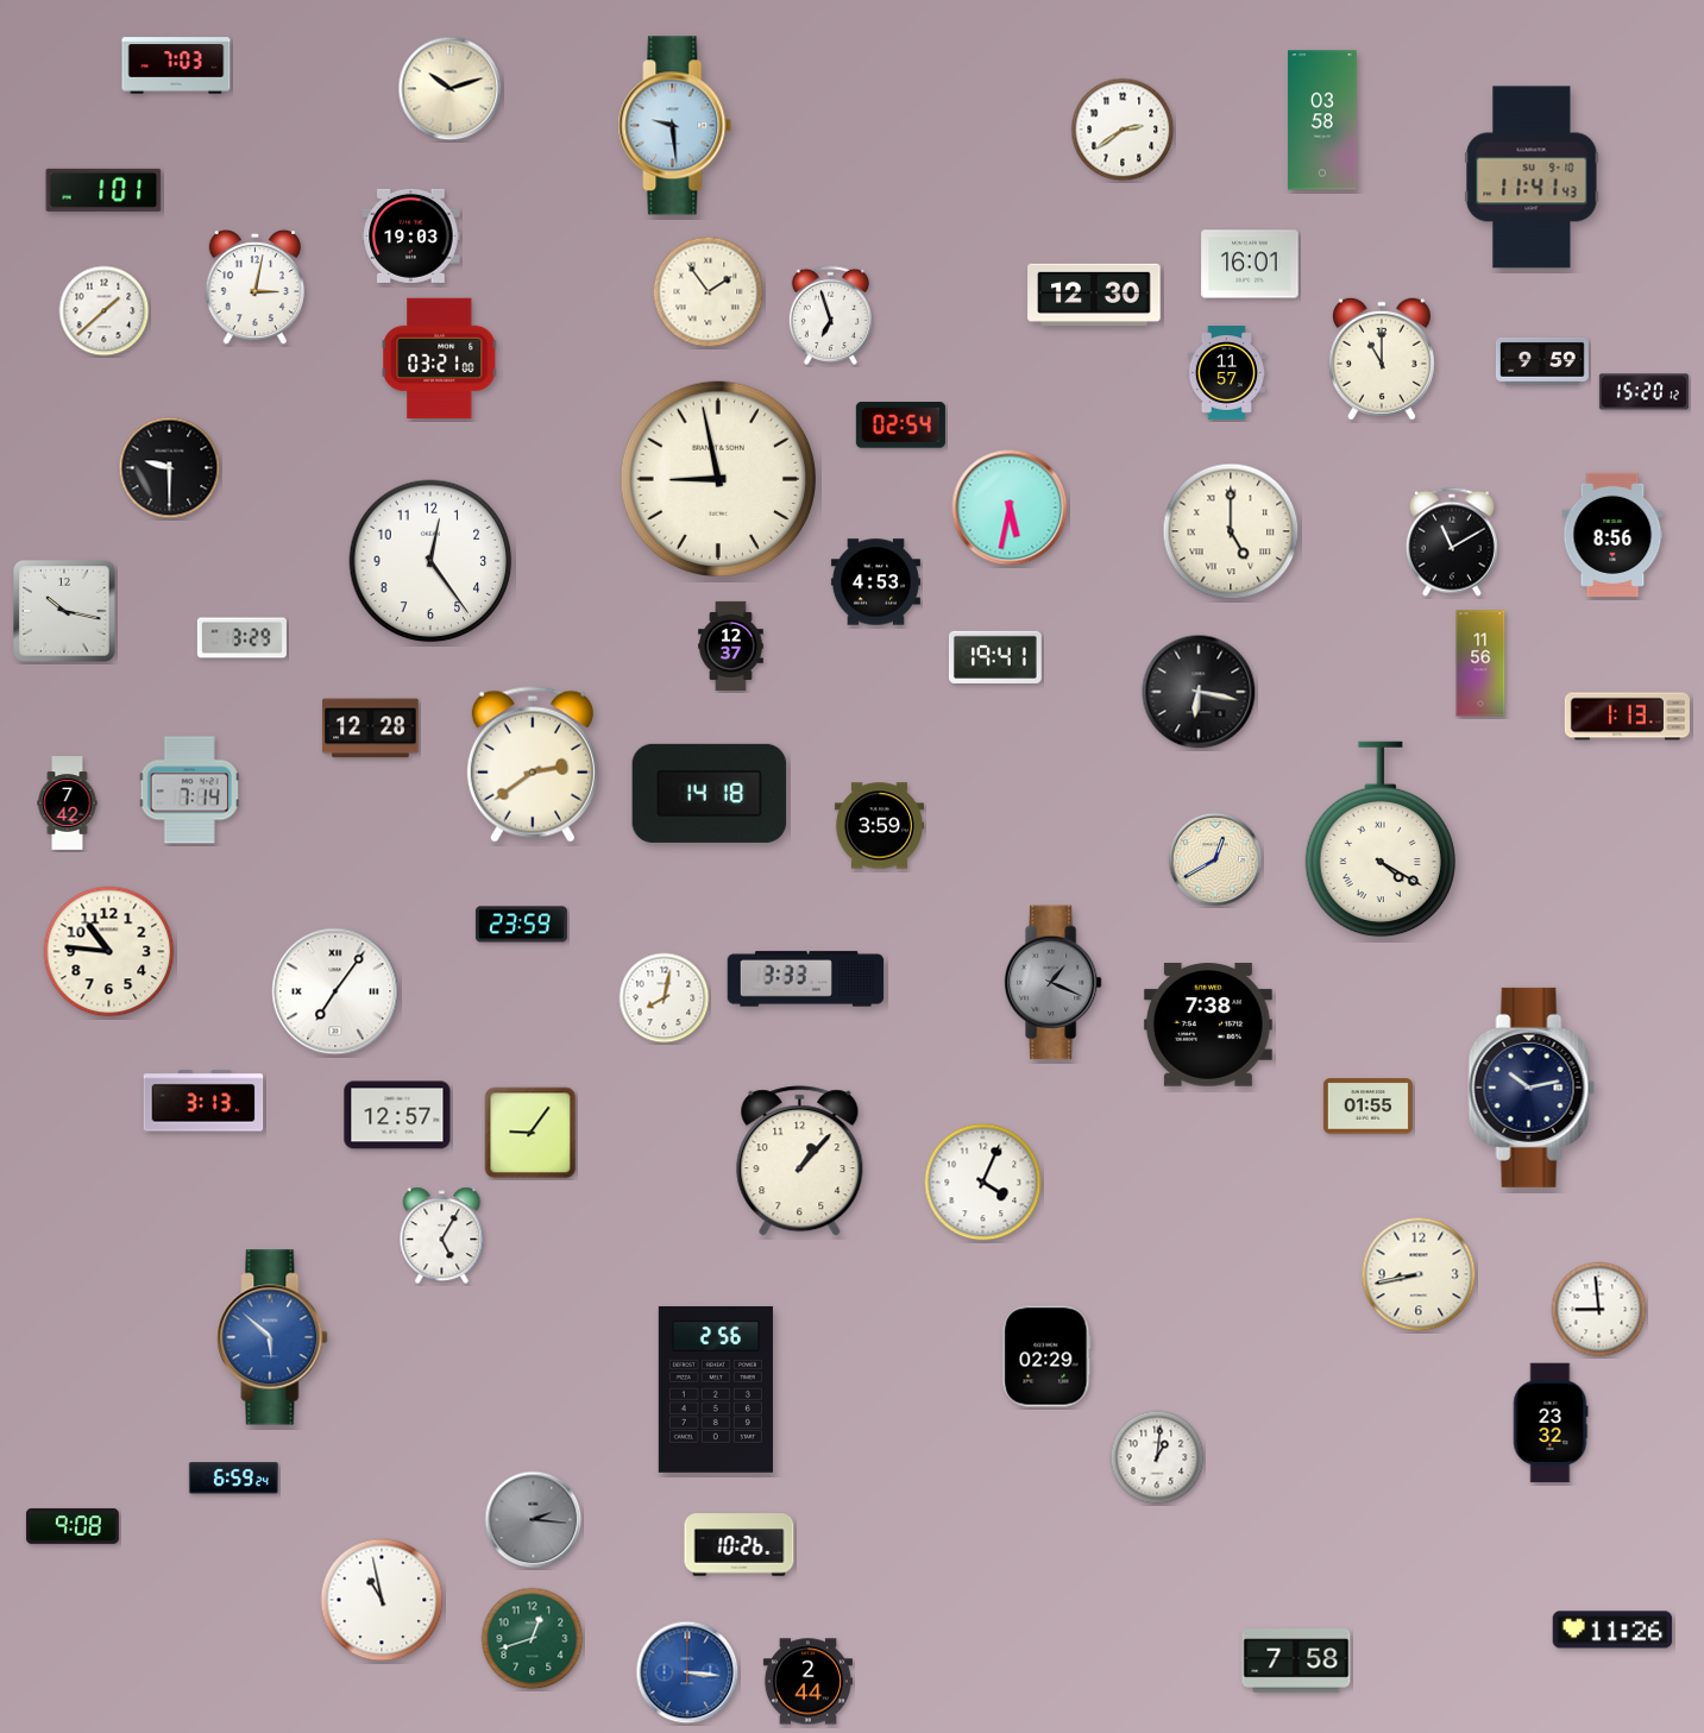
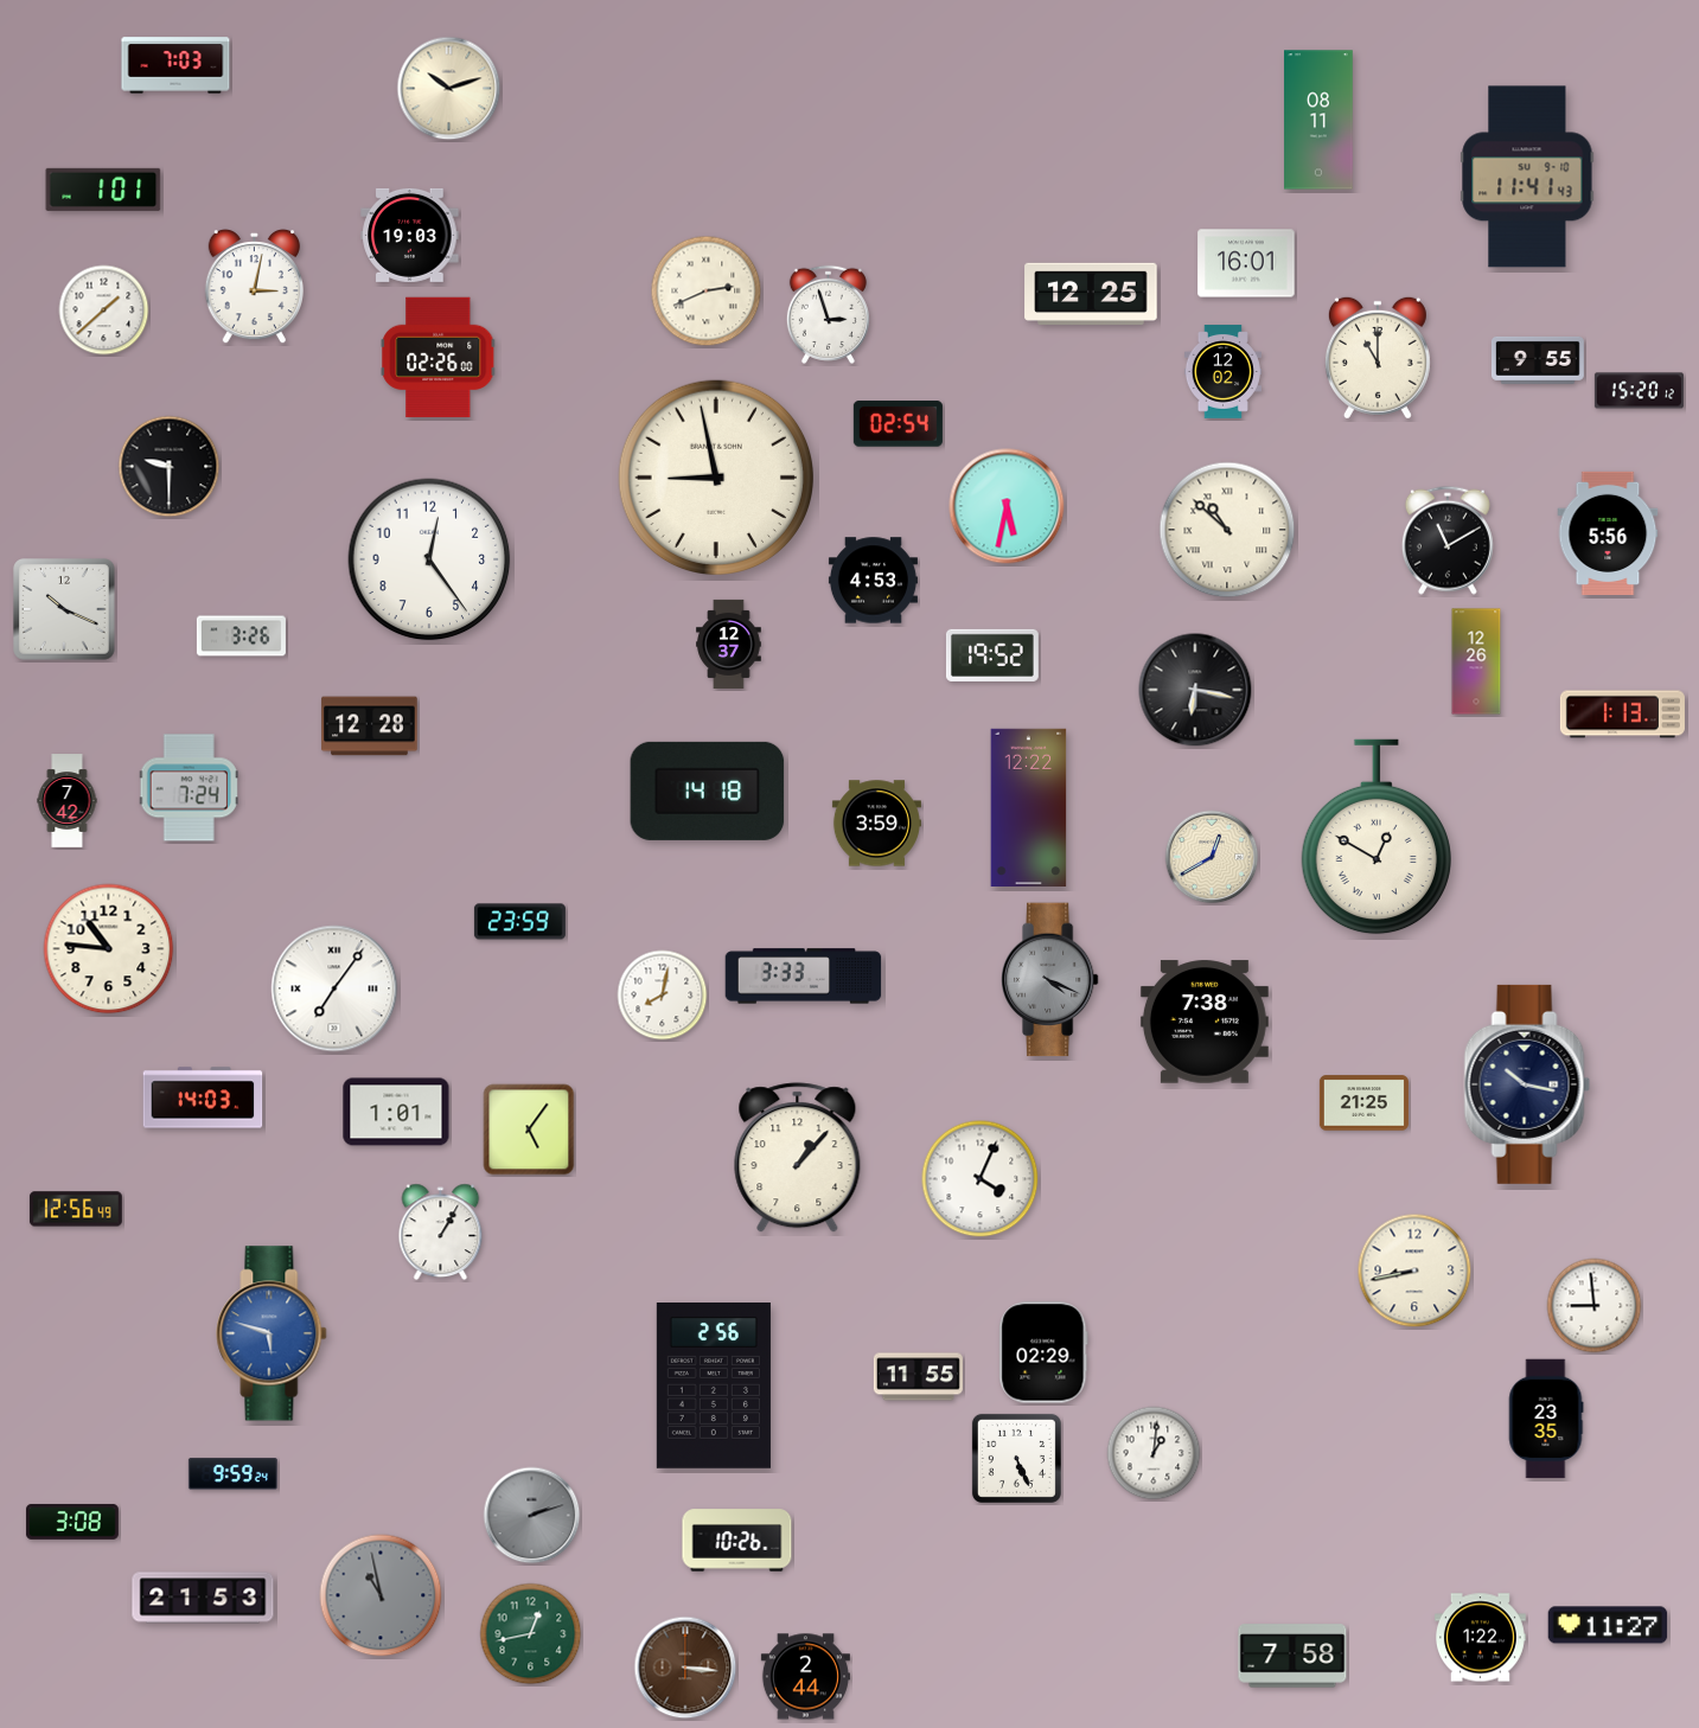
clock at (1322, 120): 03:58 -> 08:11
clock at (675, 126): 9:29 -> none
clock at (1123, 130): 2:39 -> none
clock at (709, 292): 1:54 -> 2:41
clock at (1094, 294): 12:30 -> 12:25
clock at (830, 315): 6:57 -> 2:57
clock at (440, 359): 03:21 -> 02:26
clock at (1542, 361): 9:59 -> 9:55
clock at (1226, 373): 11:57 -> 12:02
clock at (1231, 531): 5:00 -> 10:52
clock at (1612, 535): 8:56 -> 5:56
clock at (64, 611): 10:17 -> 10:19
clock at (241, 638): 3:29 -> 3:26
clock at (995, 657): 19:41 -> 19:52
clock at (1480, 663): 11:56 -> 12:26
clock at (533, 764): 2:39 -> none
clock at (189, 790): 7:14 -> 7:24
clock at (1029, 807): none -> 12:22
clock at (1381, 839): 4:20 -> 12:50
clock at (1052, 983): 1:19 -> 4:19
clock at (1532, 1088): 10:13 -> 10:17
clock at (203, 1101): 3:13 -> 14:03
clock at (1367, 1107): 01:55 -> 21:25
clock at (397, 1115): 12:57 -> 1:01
clock at (530, 1133): 9:06 -> 5:06
clock at (76, 1209): none -> 12:56
clock at (442, 1236): 5:05 -> 1:05
clock at (272, 1337): 5:52 -> 5:48
clock at (918, 1377): none -> 11:55
clock at (1551, 1423): 23:32 -> 23:35
clock at (1016, 1458): none -> 5:26
clock at (233, 1479): 6:59 -> 9:59
clock at (534, 1520): 2:16 -> 2:12
clock at (73, 1526): 9:08 -> 3:08
clock at (382, 1600) dial: white -> grey
clock at (203, 1598): none -> 21:53
clock at (1612, 1630): 11:26 -> 11:27
clock at (533, 1639): 12:42 -> 12:43
clock at (1480, 1638): none -> 1:22
clock at (687, 1672) dial: blue -> brown
